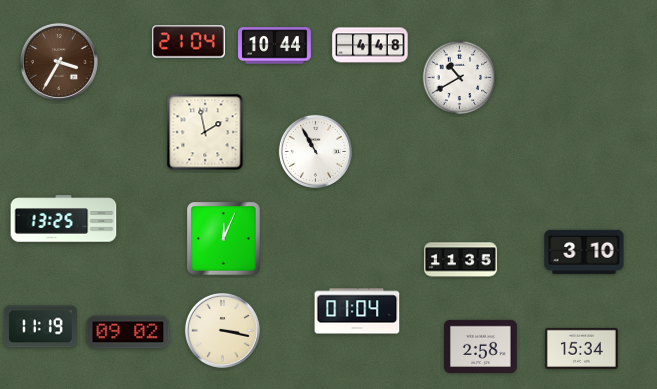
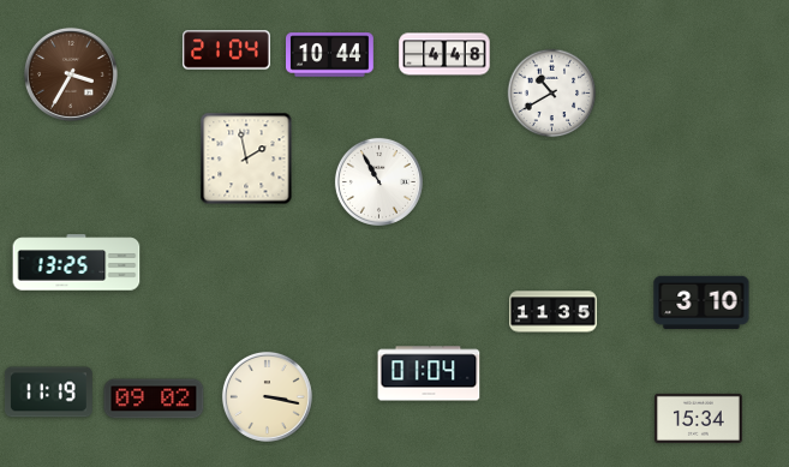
clock at (224, 239): 12:04 -> none
clock at (481, 346): 2:58 -> none
